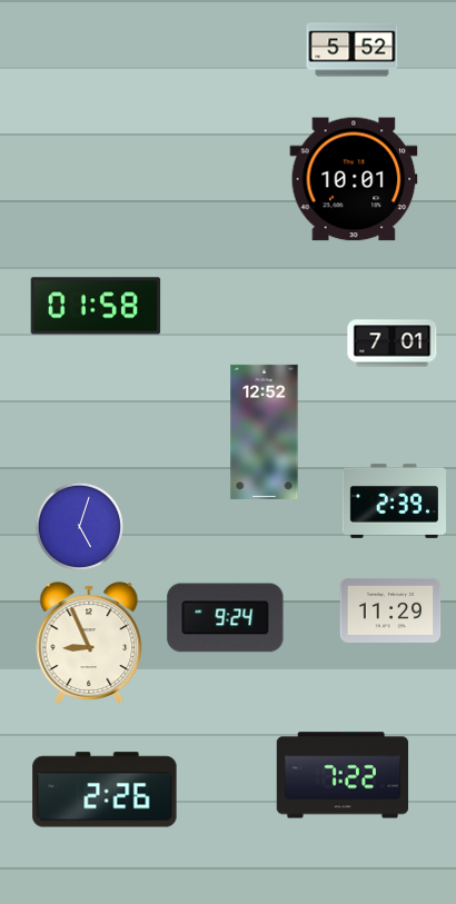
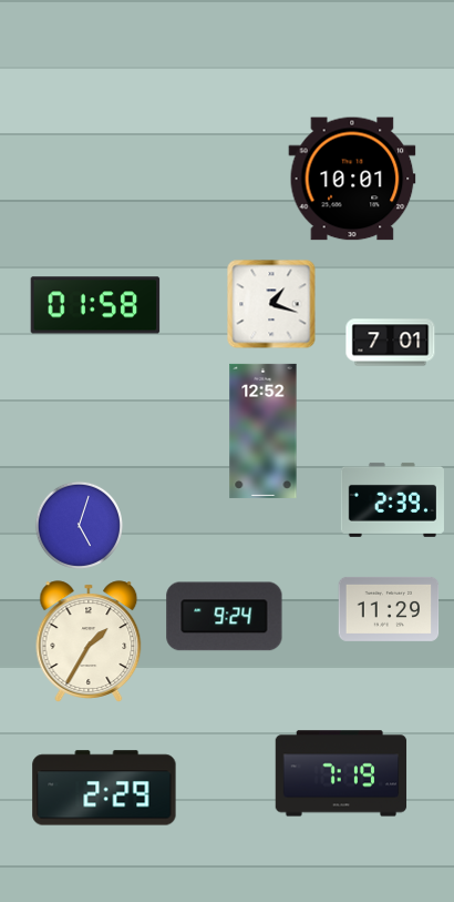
clock at (353, 50): 5:52 -> none
clock at (271, 304): none -> 1:18
clock at (89, 643): 8:56 -> 1:35
clock at (343, 775): 7:22 -> 7:19
clock at (105, 789): 2:26 -> 2:29
